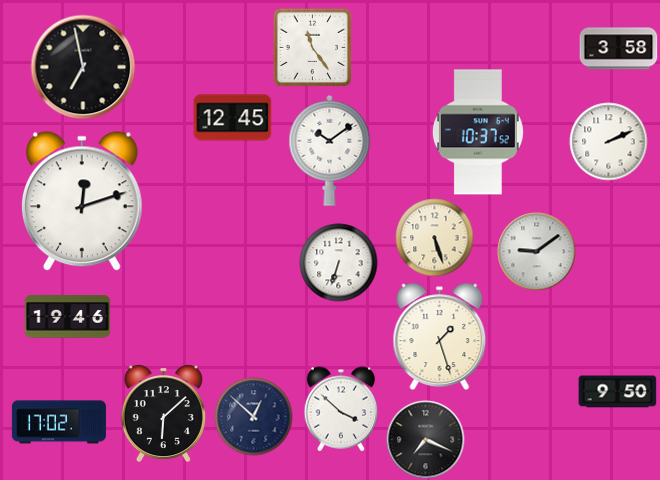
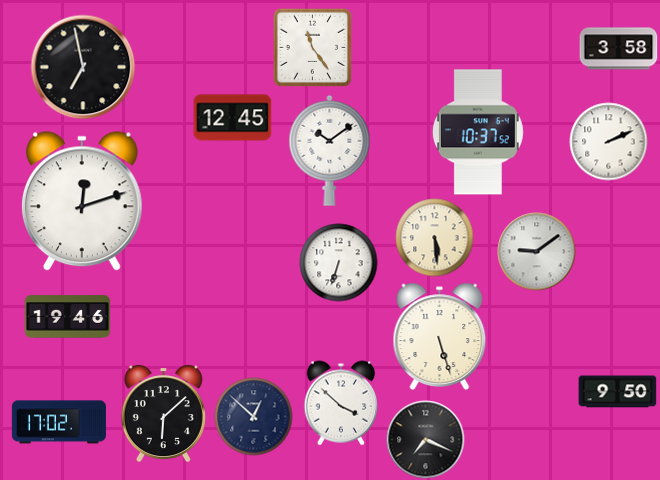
clock at (434, 237): 5:27 -> 5:29
clock at (440, 336): 1:27 -> 5:27
clock at (341, 409) position: (341, 409) -> (341, 403)
